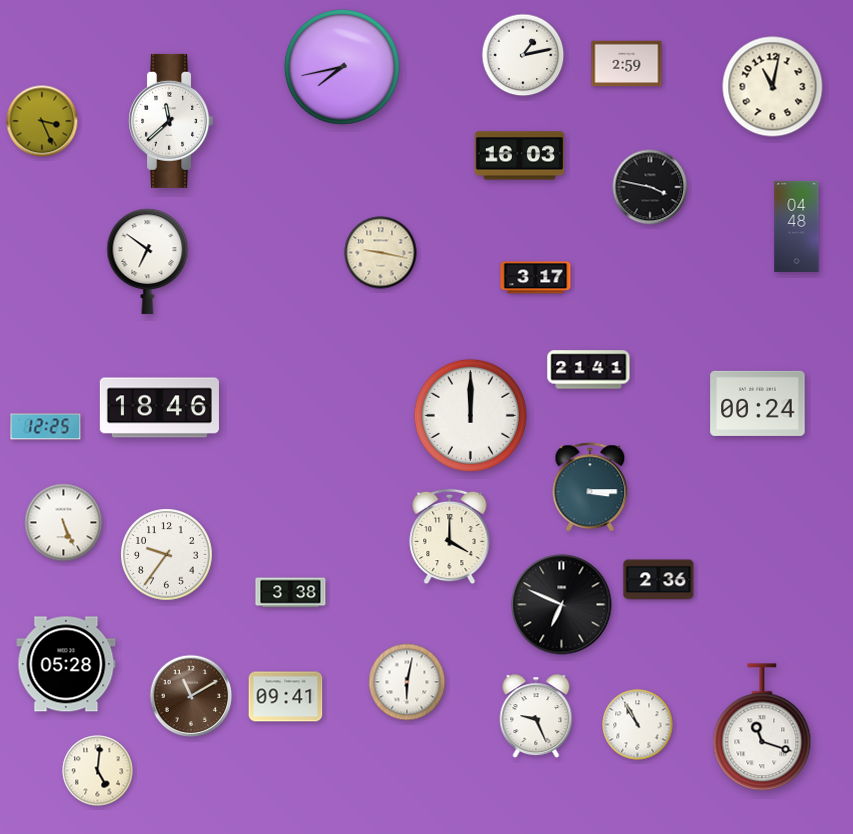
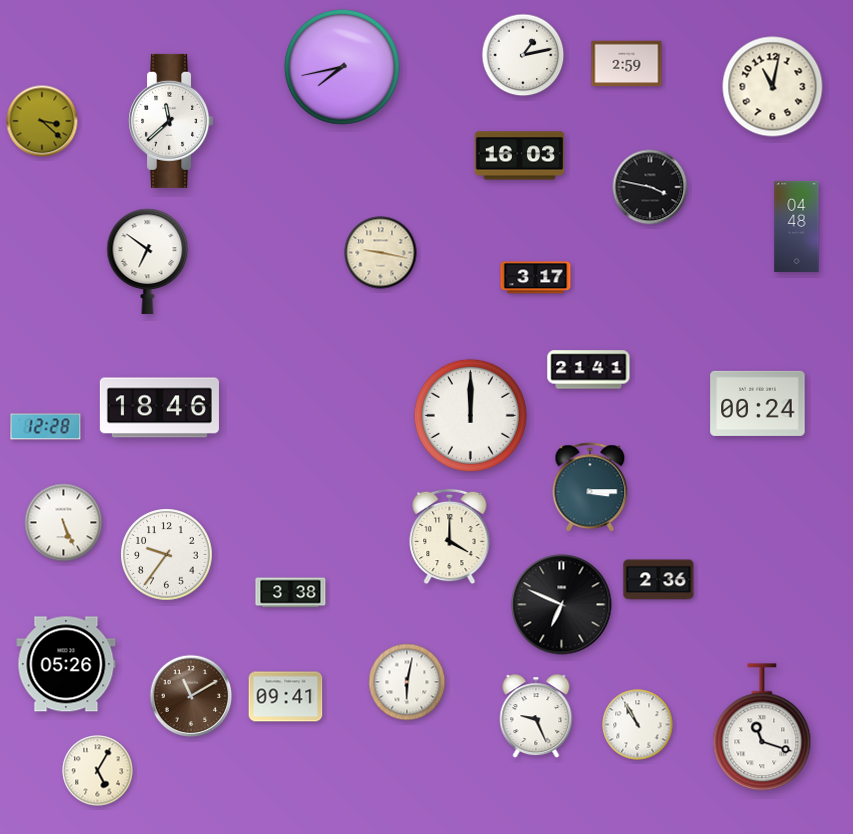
clock at (42, 121): 3:26 -> 3:22
clock at (46, 427): 12:25 -> 12:28
clock at (66, 664): 05:28 -> 05:26
clock at (98, 771): 5:01 -> 5:05
